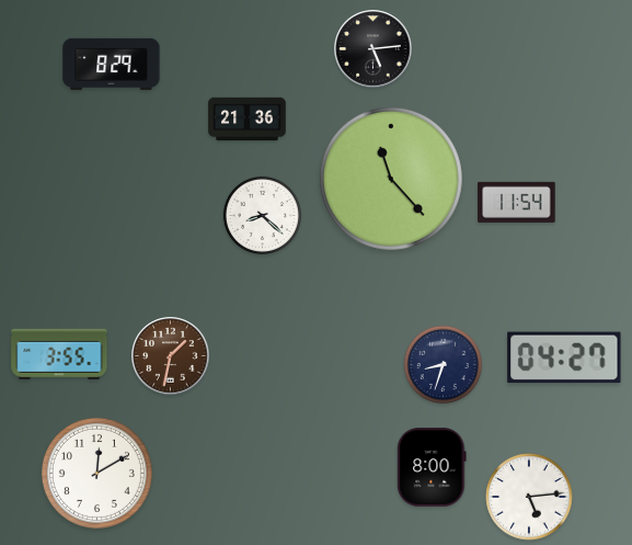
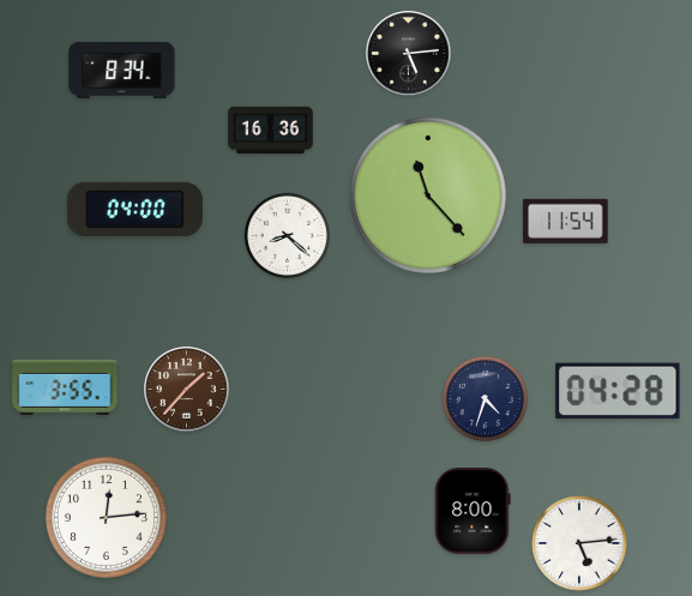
clock at (112, 64): 8:29 -> 8:34
clock at (248, 120): 21:36 -> 16:36
clock at (134, 209): none -> 04:00
clock at (171, 356): 1:32 -> 1:37
clock at (564, 357): 04:27 -> 04:28
clock at (443, 364): 8:33 -> 4:33
clock at (96, 473): 12:10 -> 12:14
